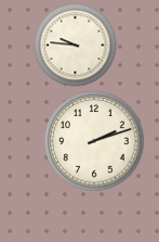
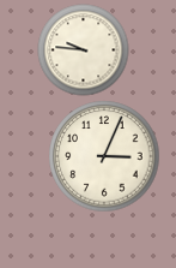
clock at (94, 141): 2:12 -> 3:04
